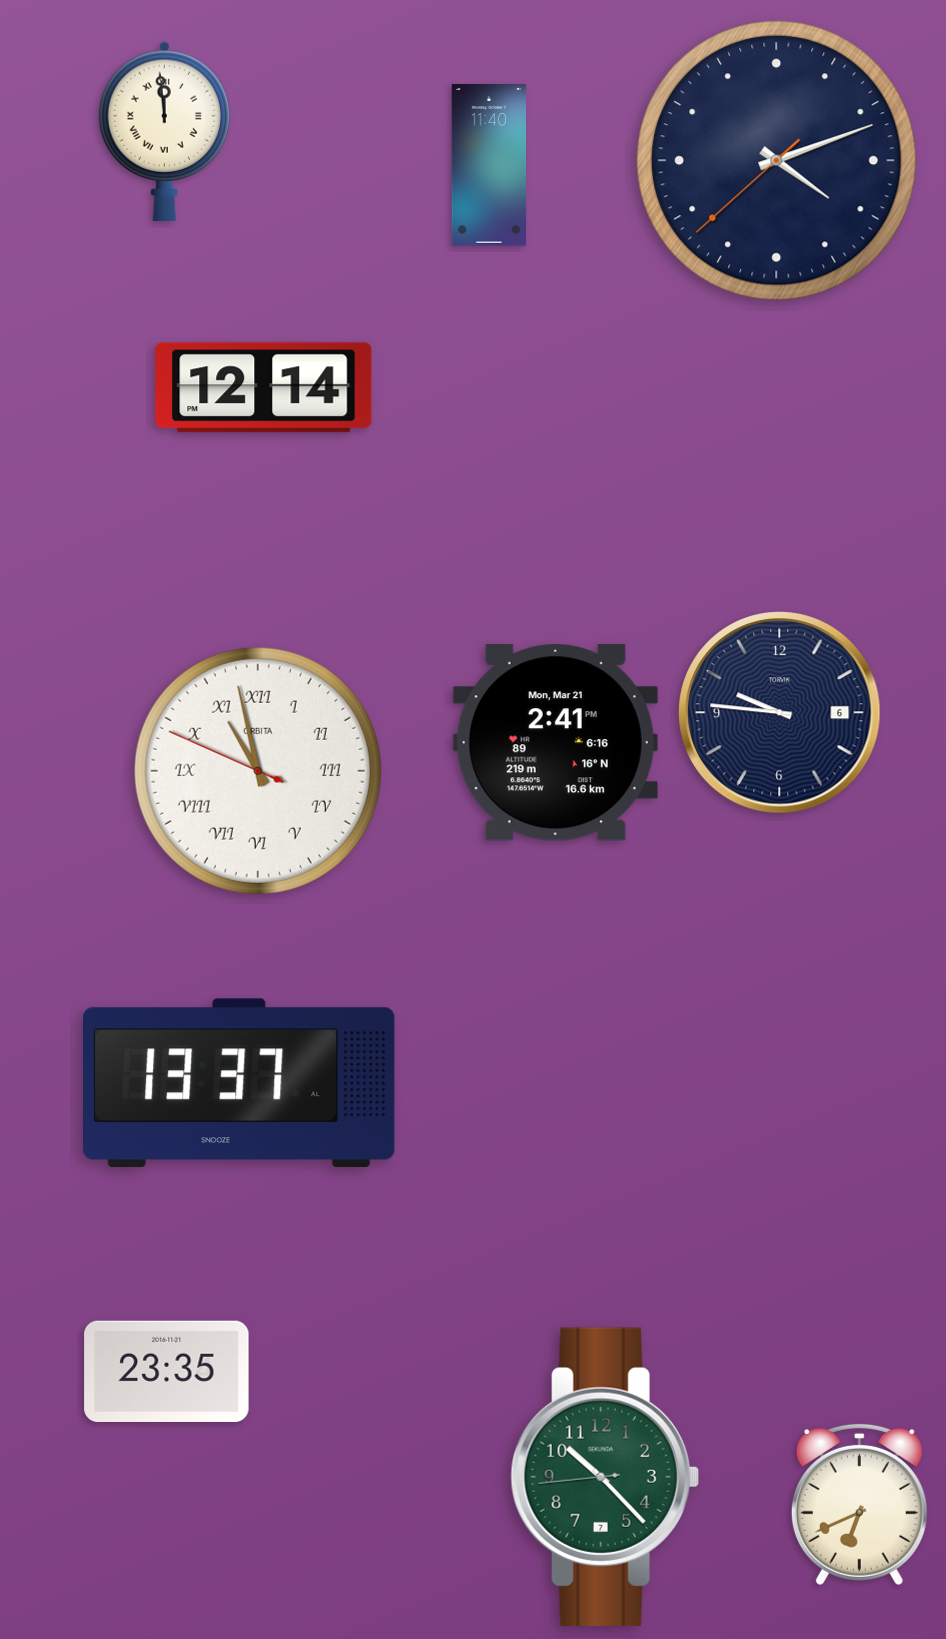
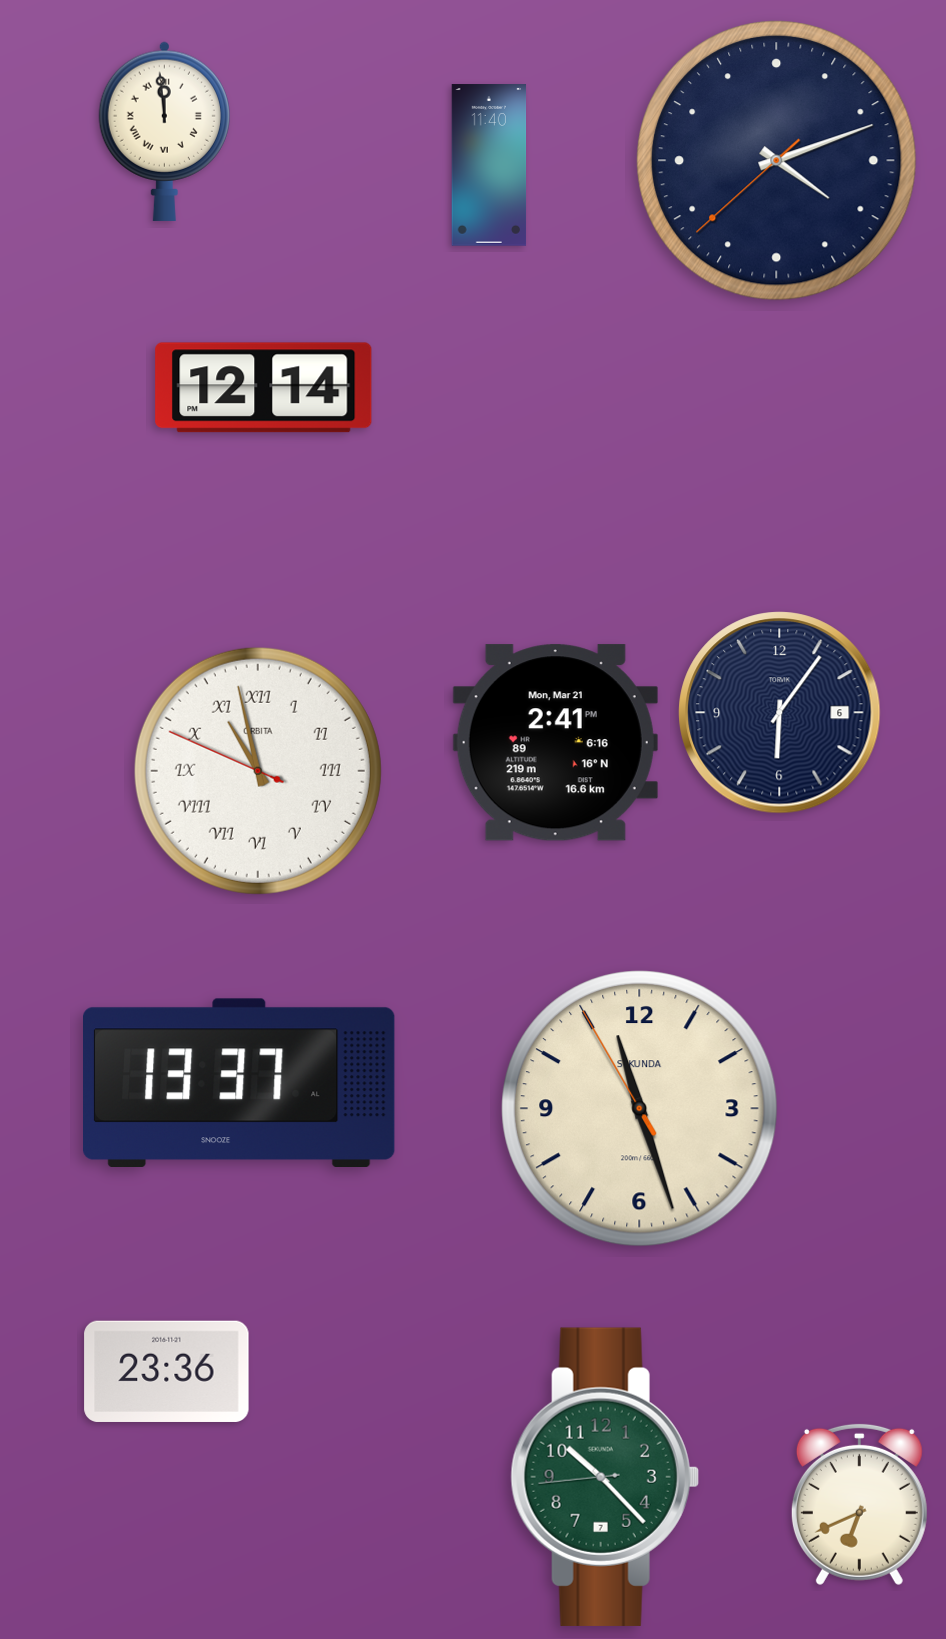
clock at (780, 713): 9:46 -> 6:06
clock at (639, 1108): none -> 11:26
clock at (167, 1371): 23:35 -> 23:36
